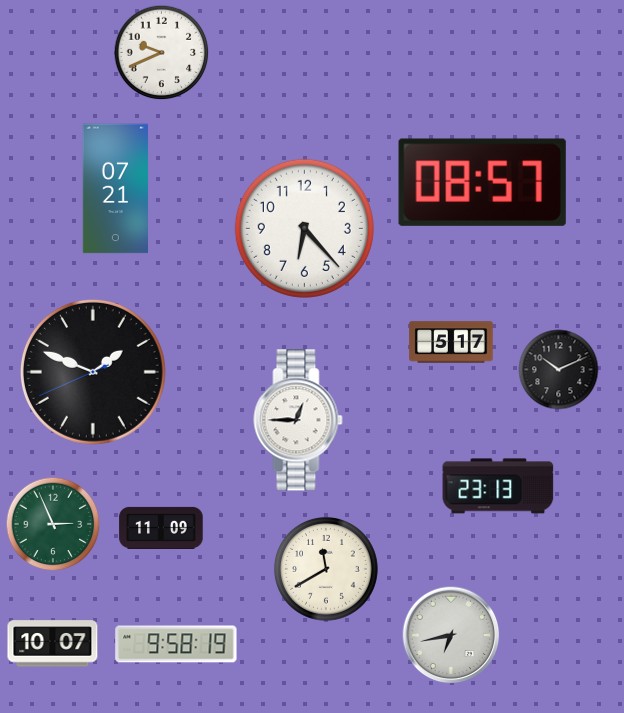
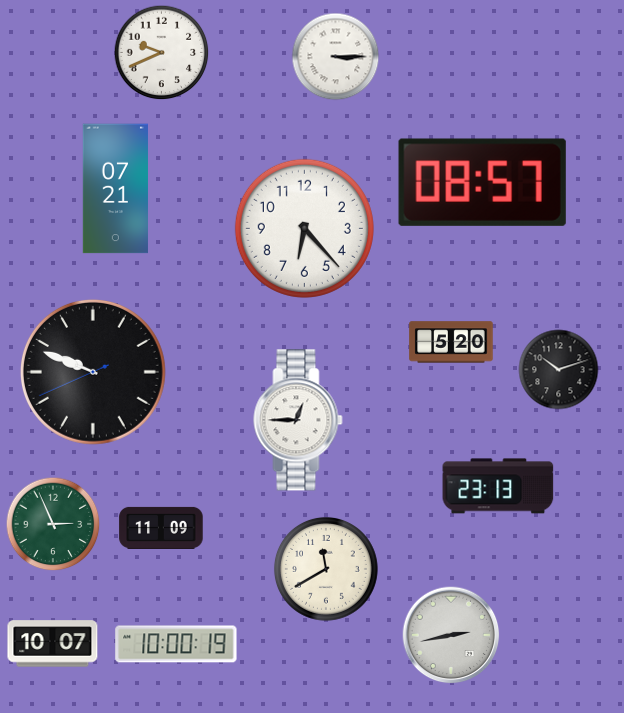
clock at (336, 57): none -> 3:15
clock at (451, 342): 5:17 -> 5:20
clock at (559, 370): 10:11 -> 10:12
clock at (93, 372): 1:48 -> 9:48
clock at (451, 635): 6:43 -> 2:43
clock at (176, 644): 9:58 -> 10:00
